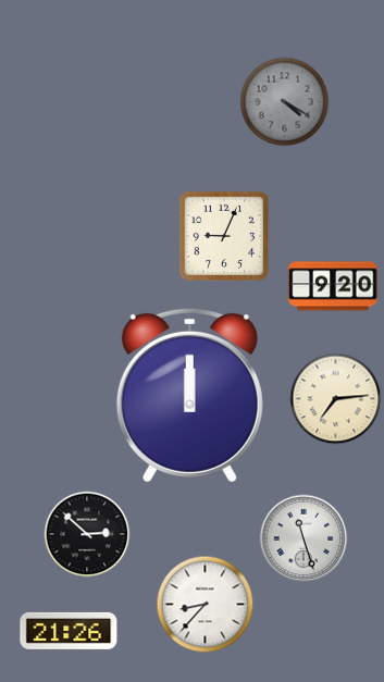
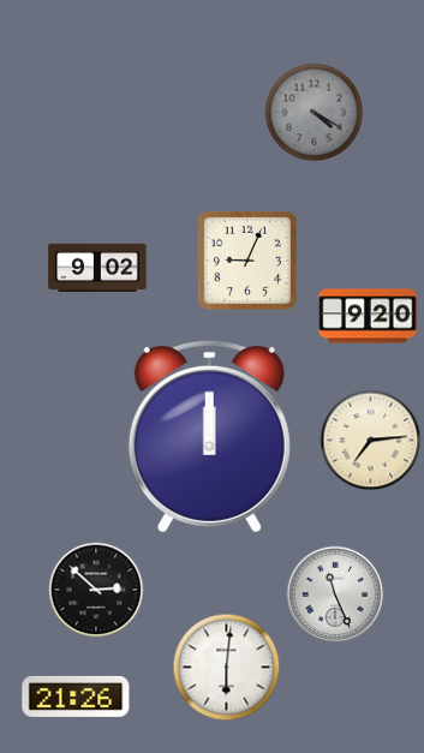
clock at (97, 268): none -> 9:02
clock at (304, 538): 11:27 -> 11:26
clock at (206, 605): 8:37 -> 6:01
